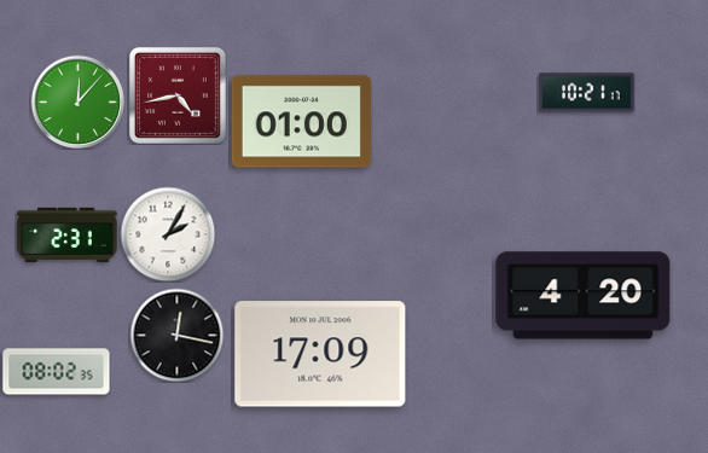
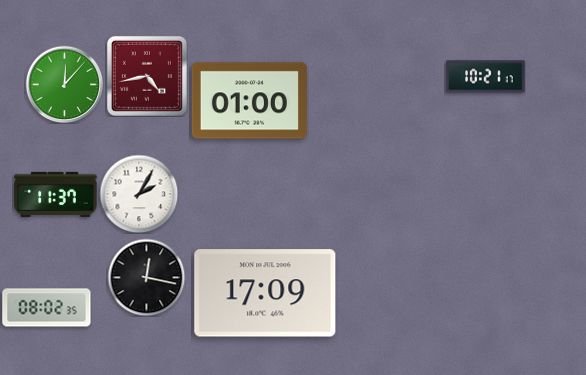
clock at (178, 95) position: (178, 95) -> (147, 76)
clock at (68, 234): 2:31 -> 11:37
clock at (584, 296): 4:20 -> none
